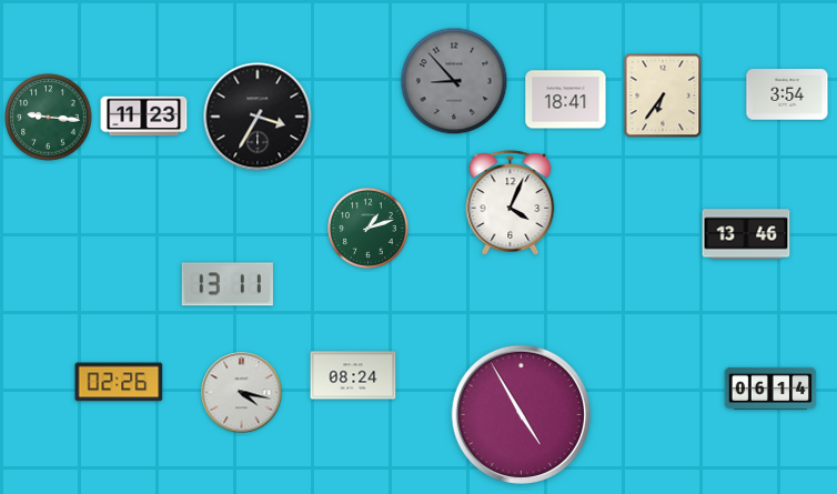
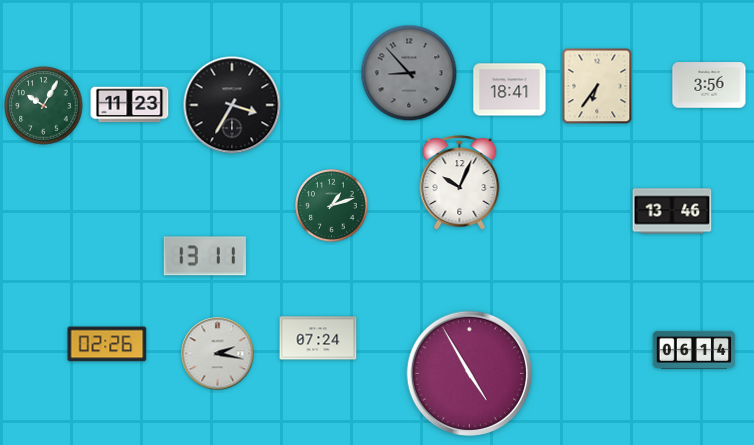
clock at (787, 94): 3:54 -> 3:56
clock at (49, 118): 9:16 -> 10:05
clock at (511, 203): 4:04 -> 10:04
clock at (353, 375): 08:24 -> 07:24
clock at (242, 393): 4:17 -> 2:17
